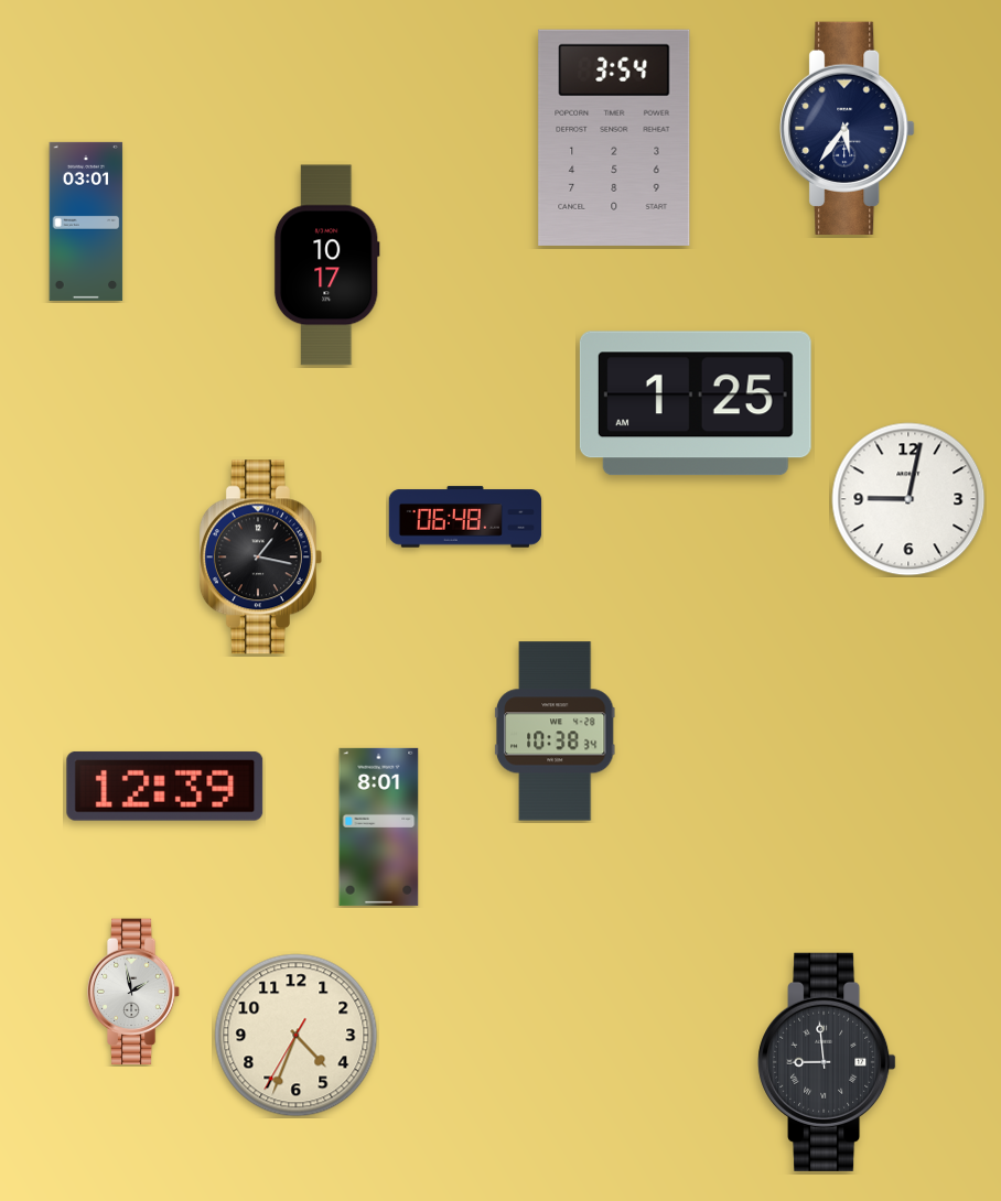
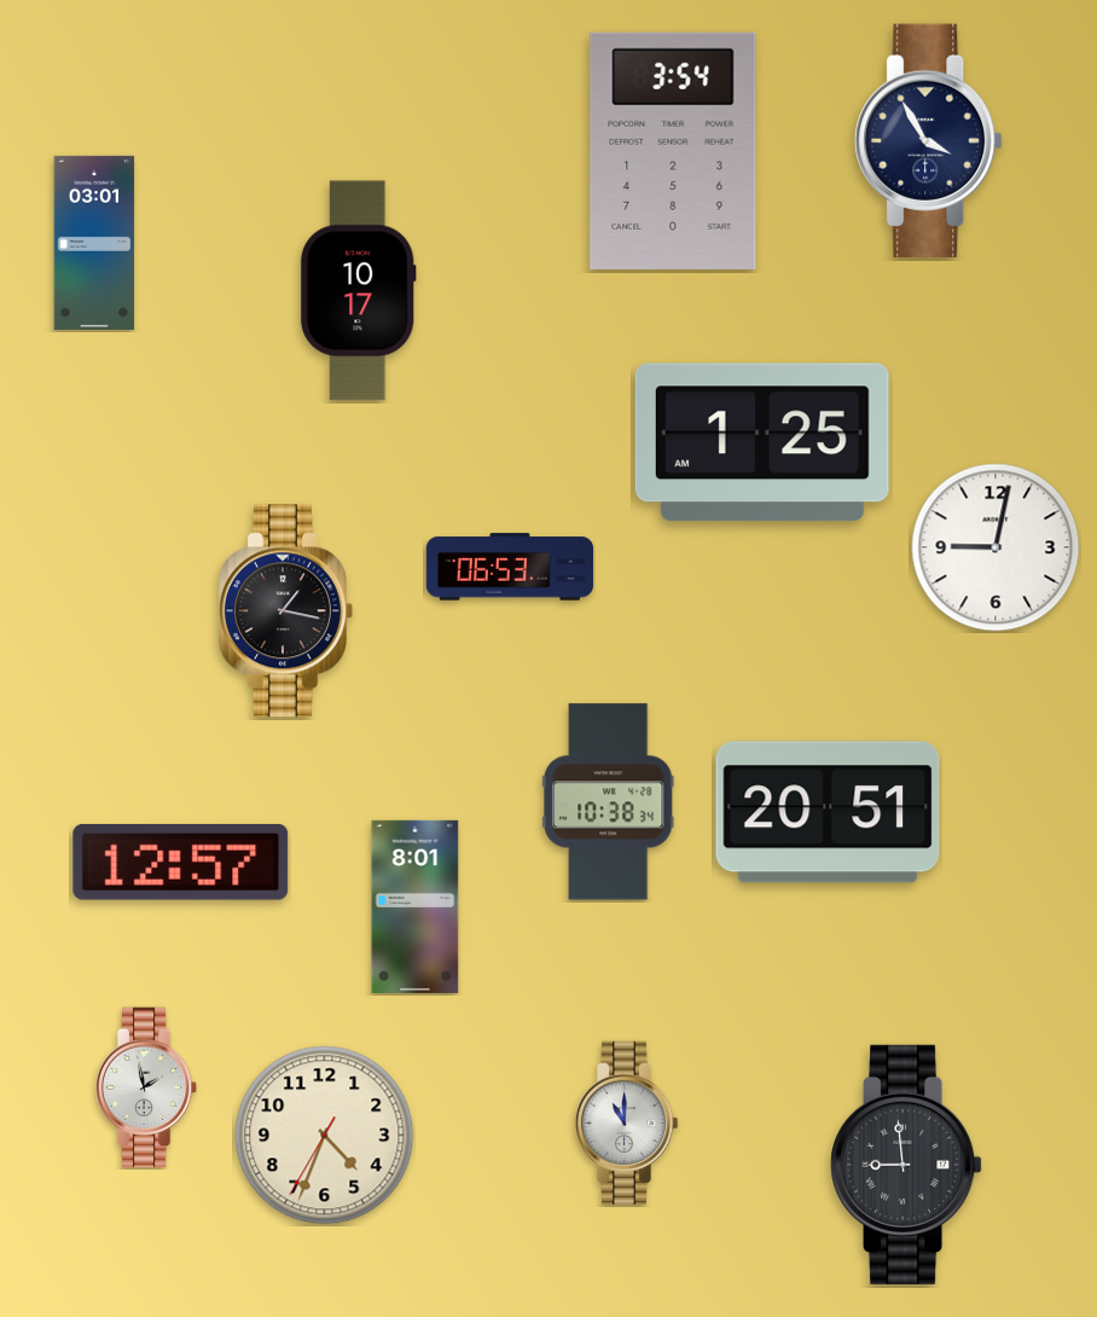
clock at (848, 128): 5:36 -> 3:55
clock at (465, 517): 06:48 -> 06:53
clock at (828, 812): none -> 20:51
clock at (165, 786): 12:39 -> 12:57
clock at (626, 1124): none -> 11:00
